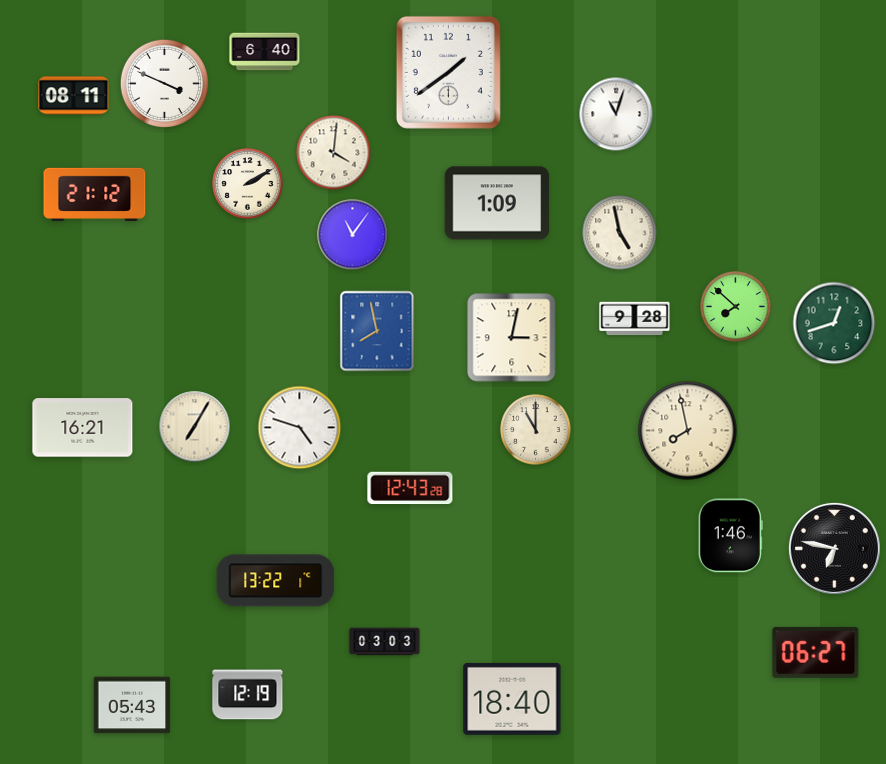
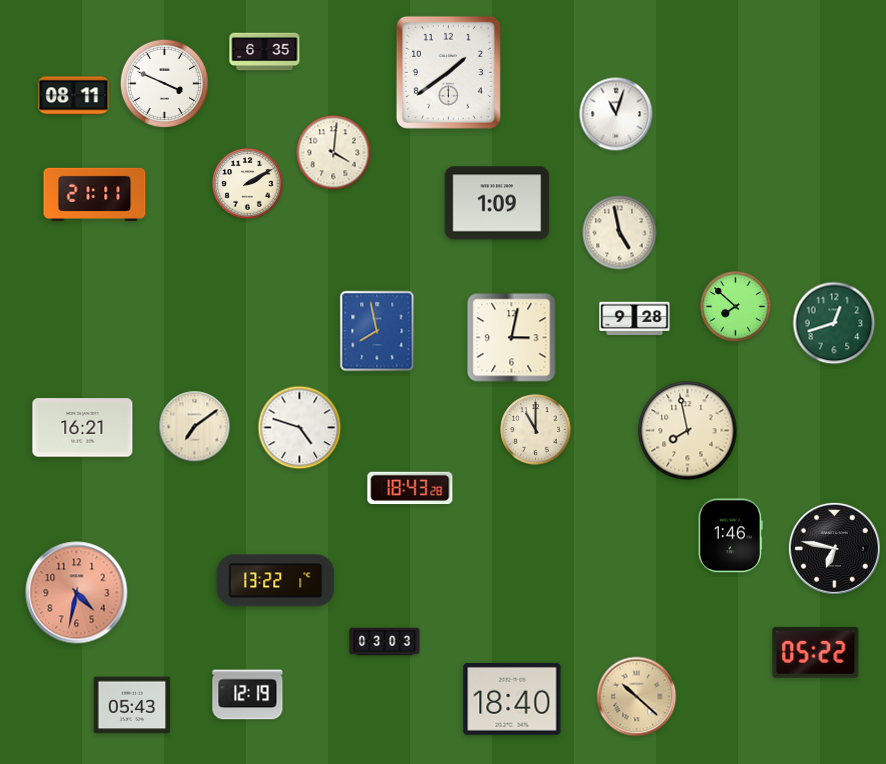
clock at (265, 52): 6:40 -> 6:35
clock at (95, 194): 21:12 -> 21:11
clock at (353, 235): 11:06 -> none
clock at (195, 427): 7:05 -> 7:09
clock at (410, 488): 12:43 -> 18:43
clock at (77, 593): none -> 4:32
clock at (816, 652): 06:27 -> 05:22
clock at (637, 697): none -> 10:22
